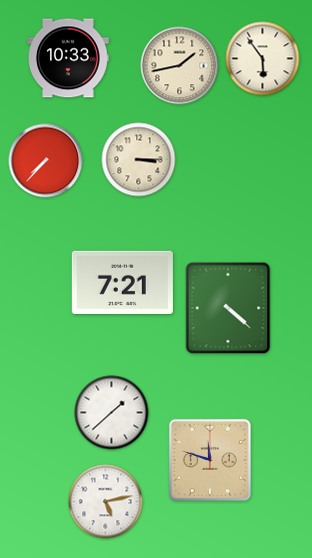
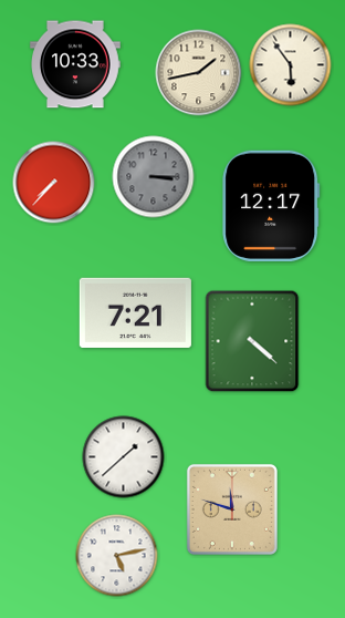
clock at (139, 160) dial: cream -> grey
clock at (46, 161) position: (46, 161) -> (54, 183)
clock at (271, 206): none -> 12:17
